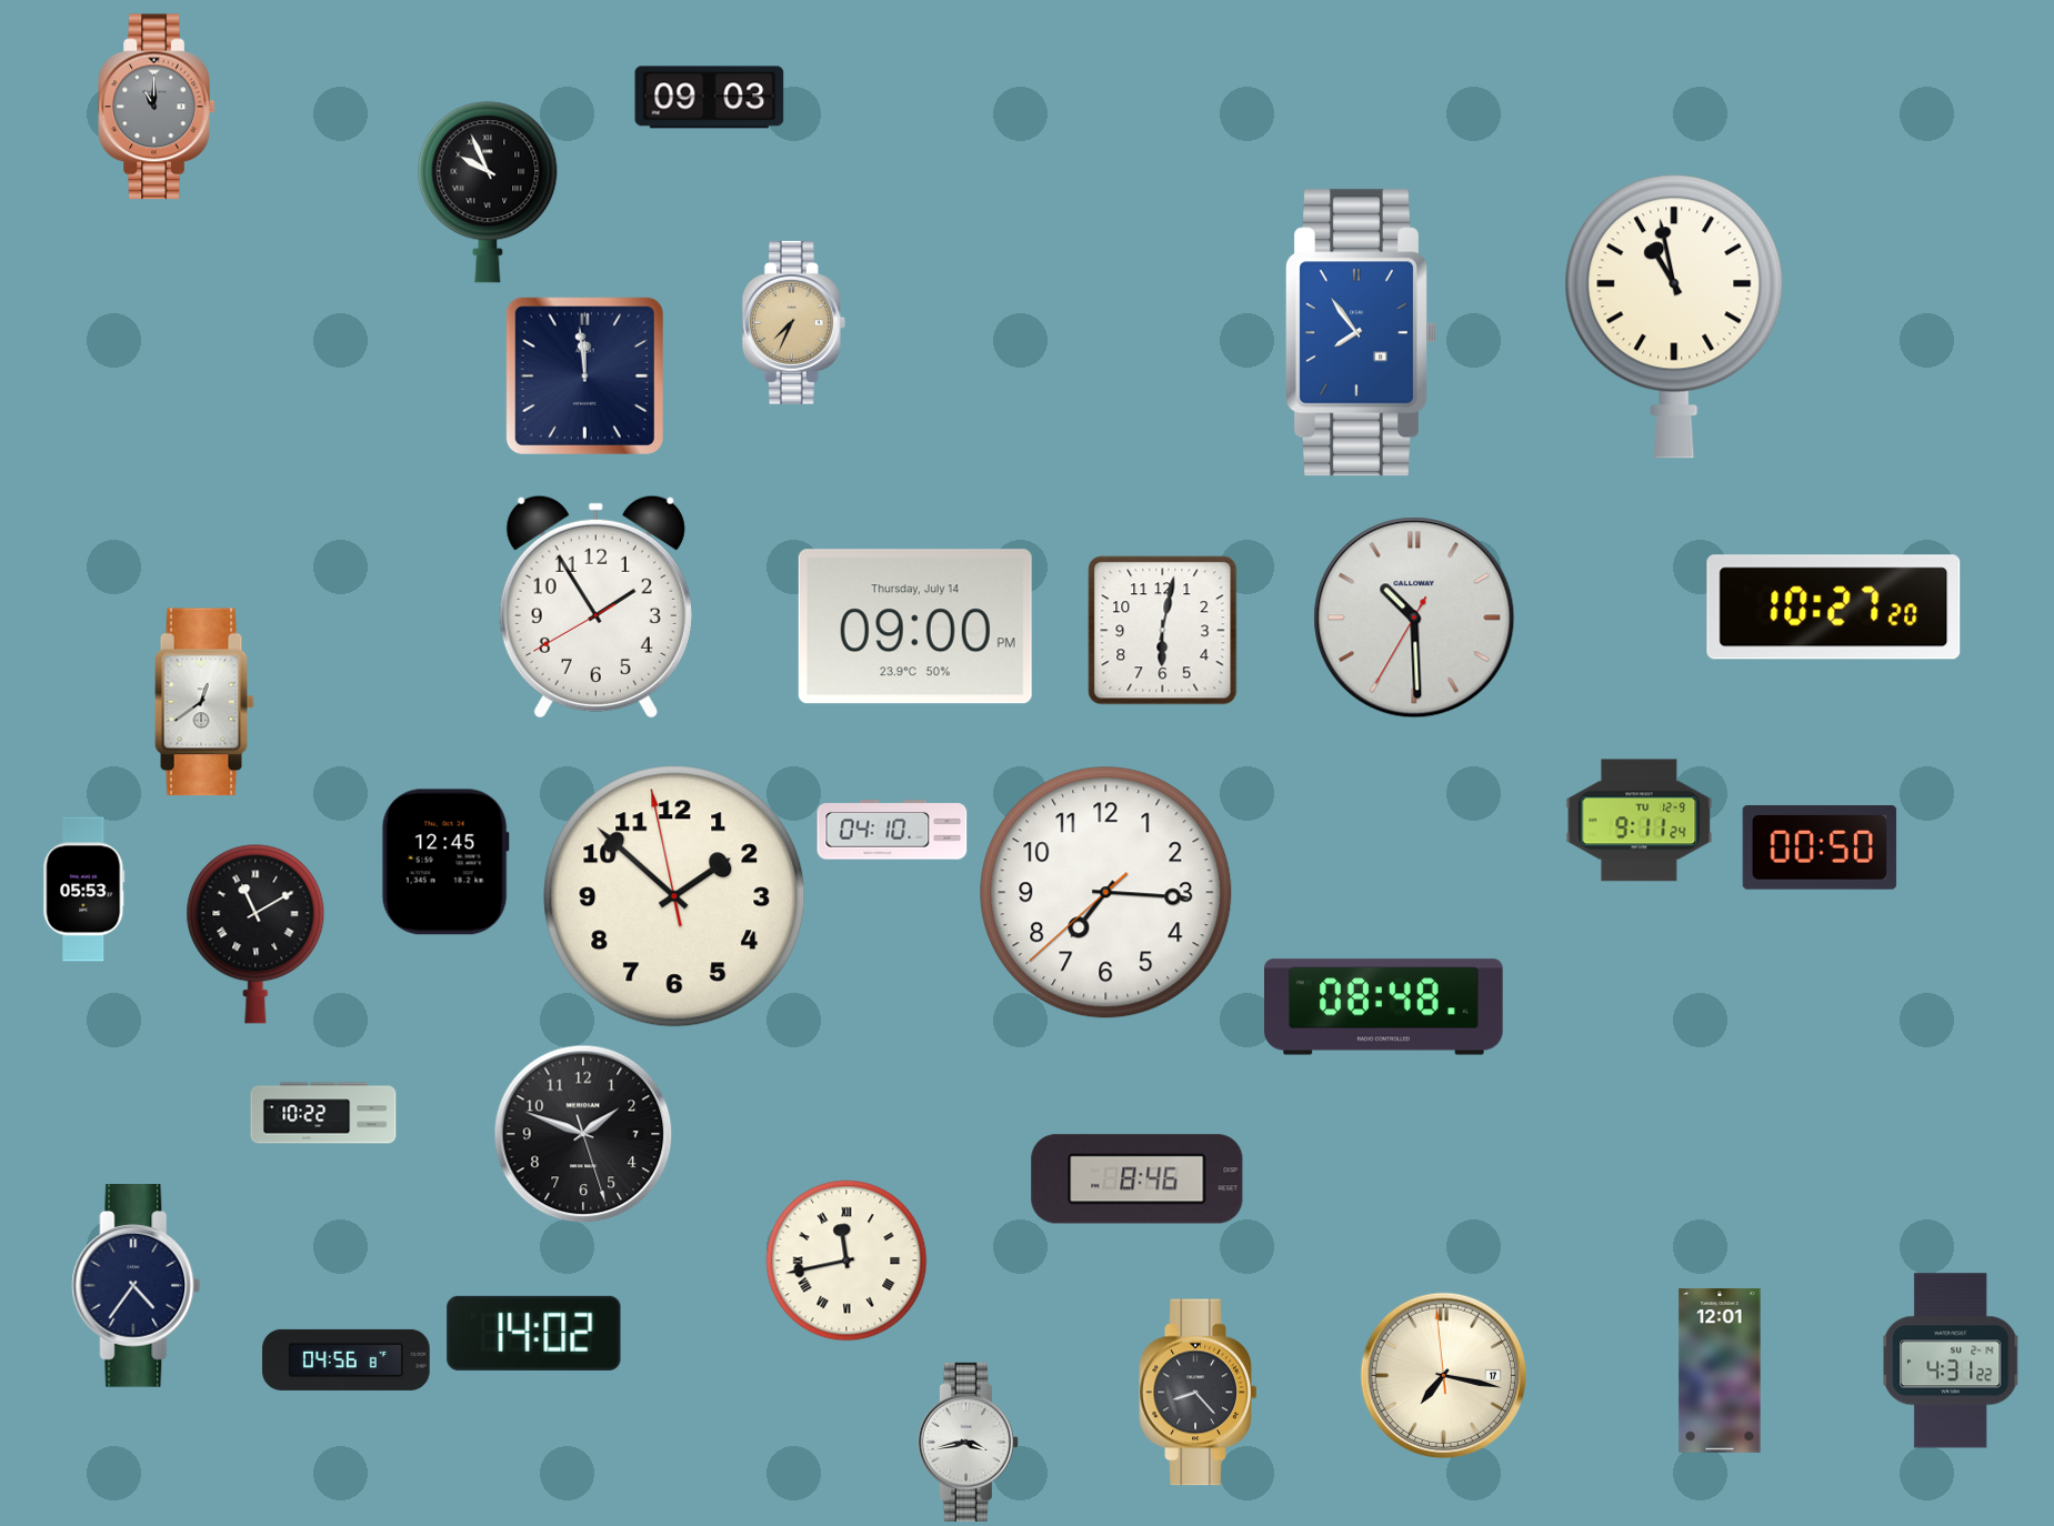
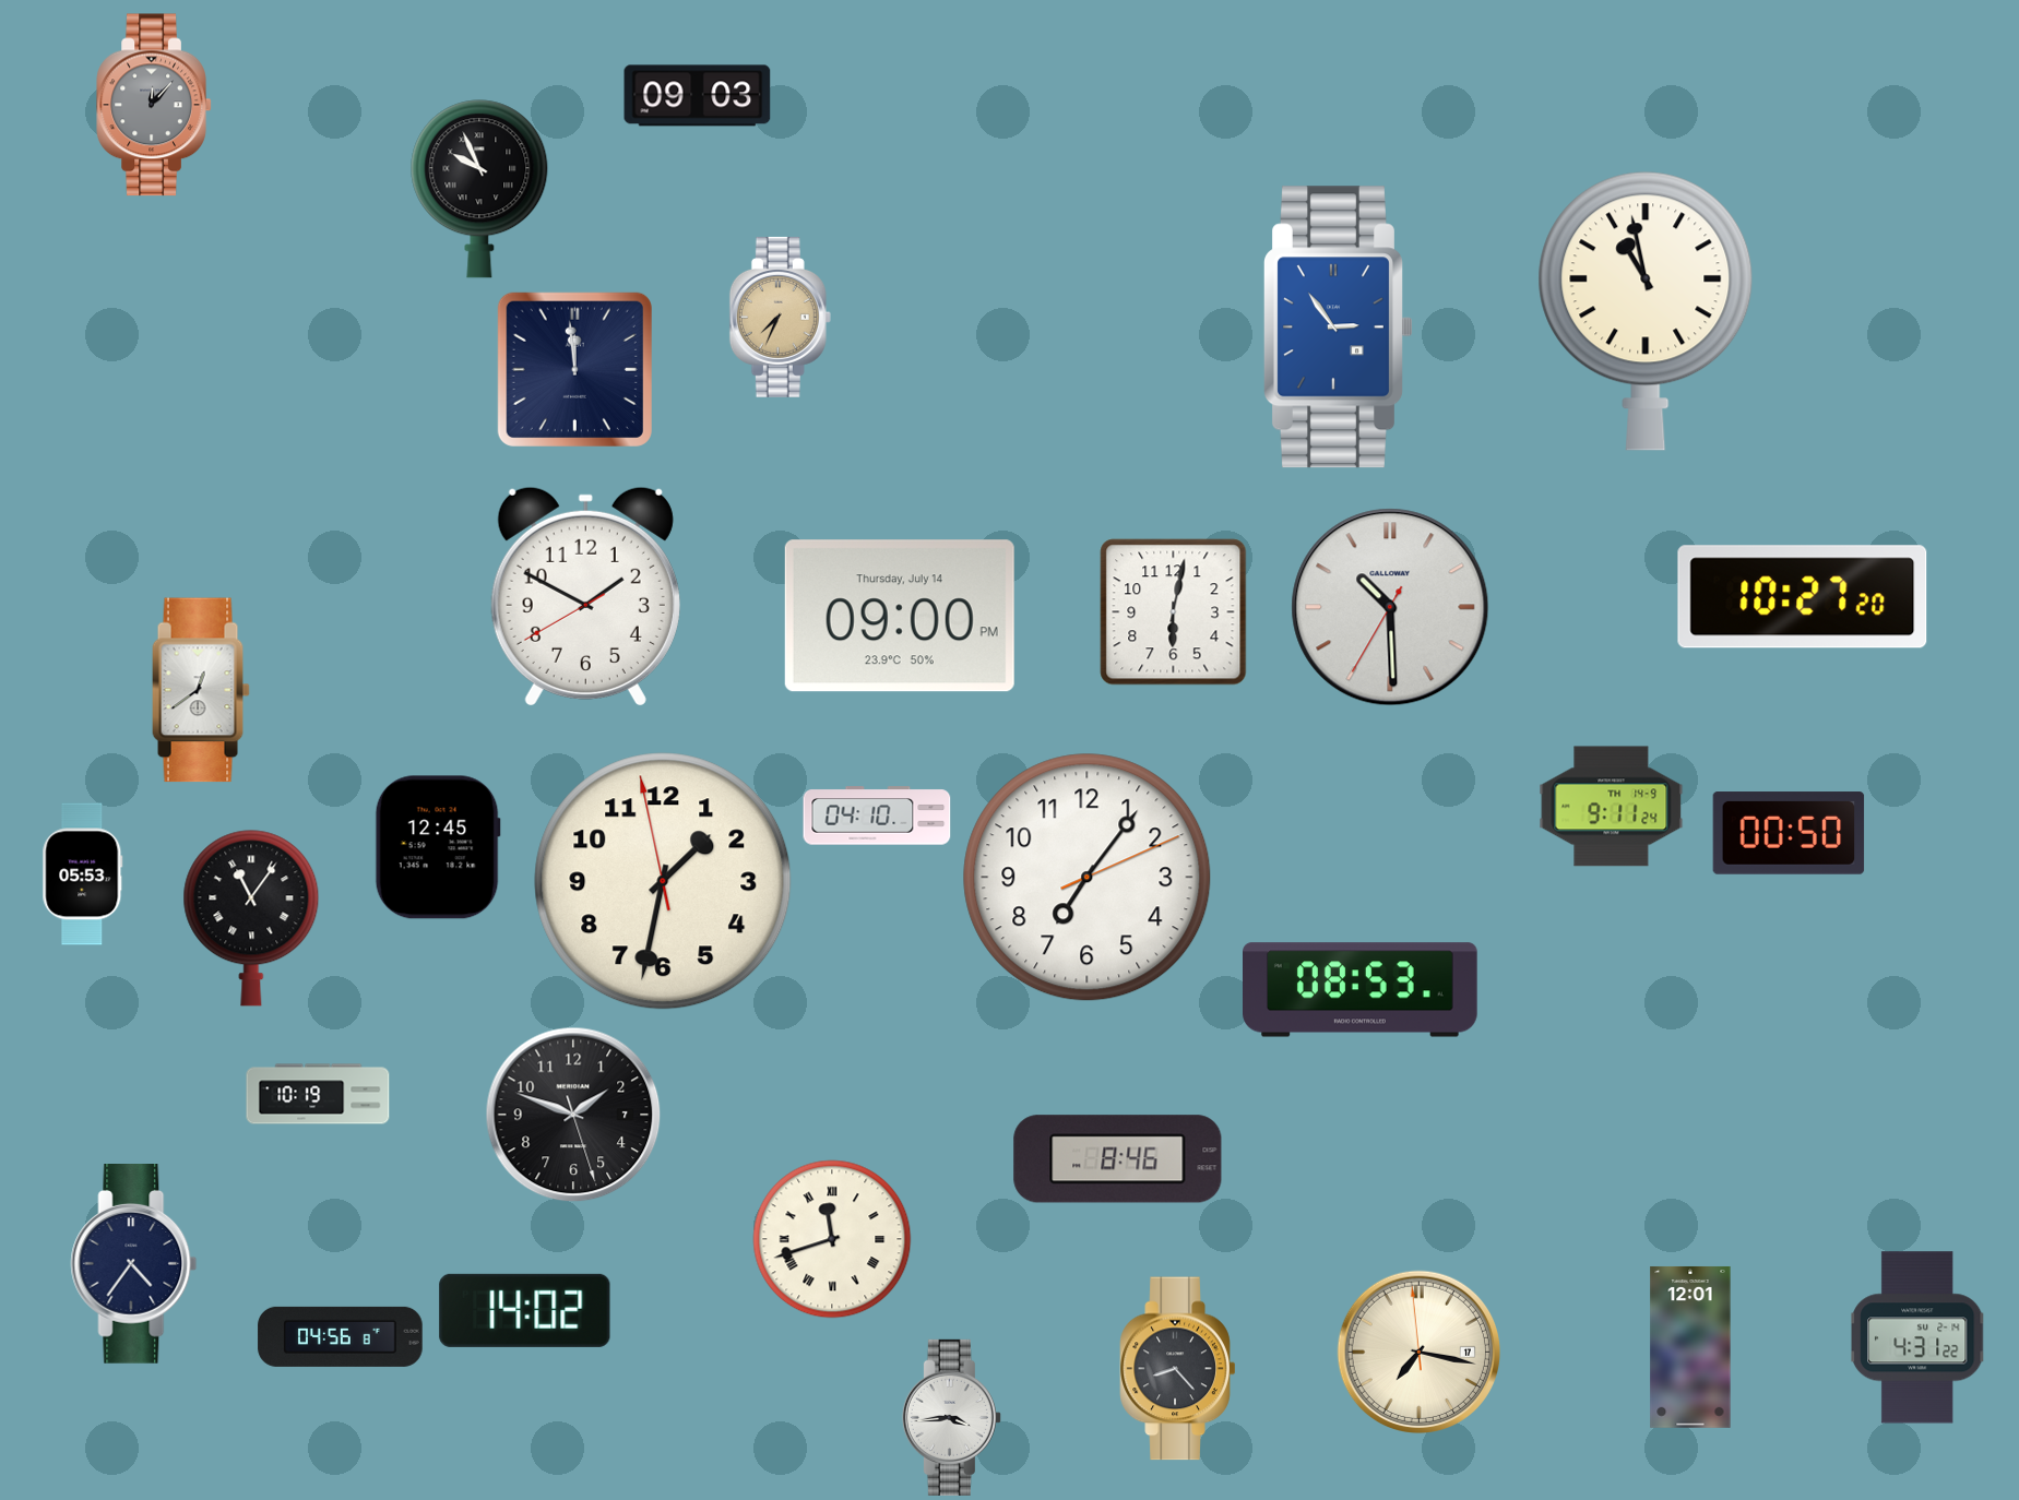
clock at (157, 107): 11:00 -> 12:07
clock at (1361, 333): 7:54 -> 2:54
clock at (595, 606): 1:54 -> 1:49
clock at (1163, 631) position: (1163, 631) -> (1174, 612)
clock at (1640, 821) date: TU 12-9 -> TH 14-9
clock at (1106, 893): 7:15 -> 7:06
clock at (674, 896): 1:51 -> 1:31
clock at (256, 934): 11:10 -> 11:06
clock at (1384, 1007): 08:48 -> 08:53
clock at (323, 1113): 10:22 -> 10:19
clock at (846, 1261): 11:43 -> 11:42
clock at (968, 1442): 3:43 -> 3:44
